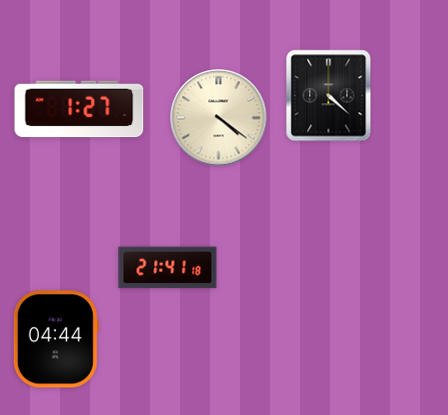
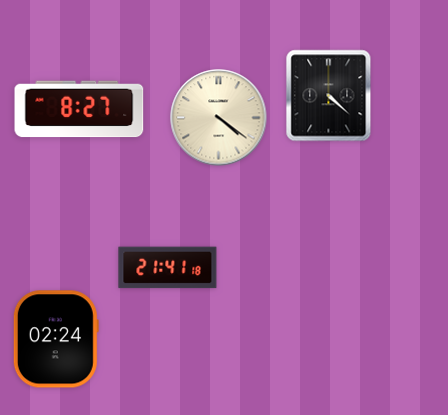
clock at (79, 109): 1:27 -> 8:27
clock at (56, 339): 04:44 -> 02:24
